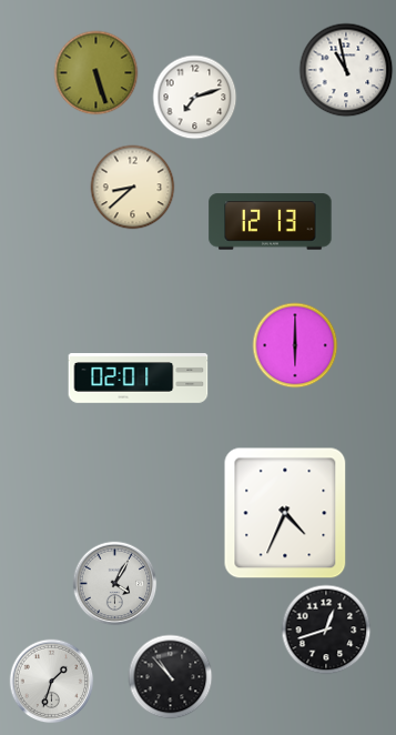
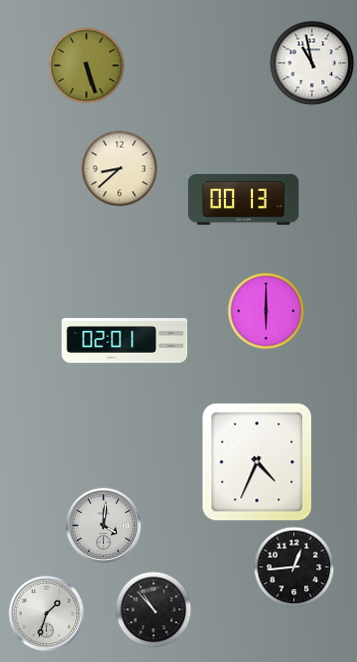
clock at (195, 98): 7:12 -> none
clock at (271, 222): 12:13 -> 00:13
clock at (115, 584): 4:05 -> 4:01
clock at (326, 630): 12:42 -> 12:44
